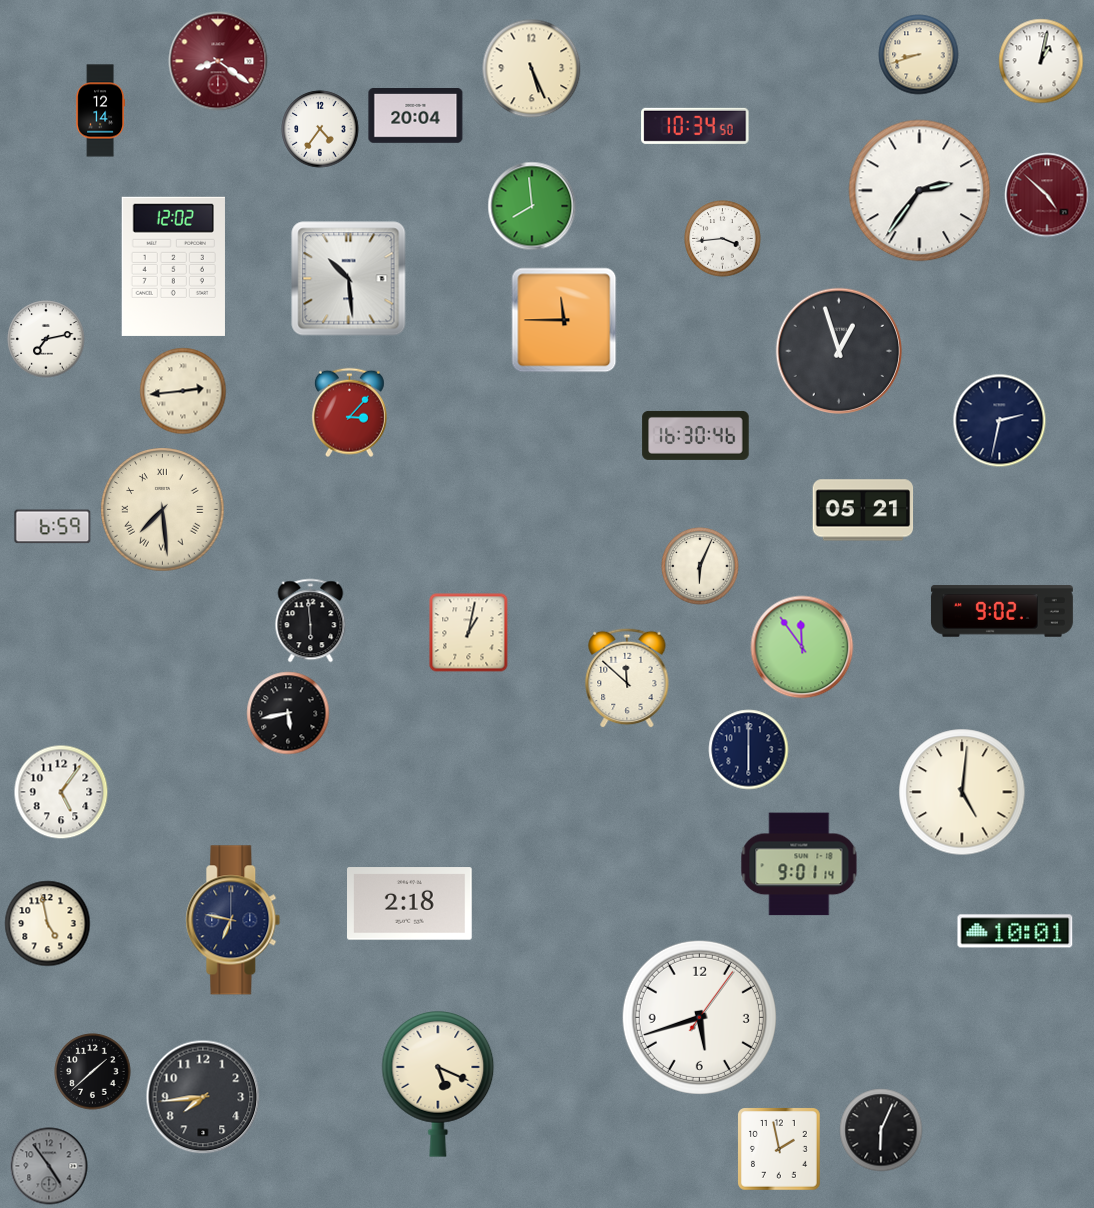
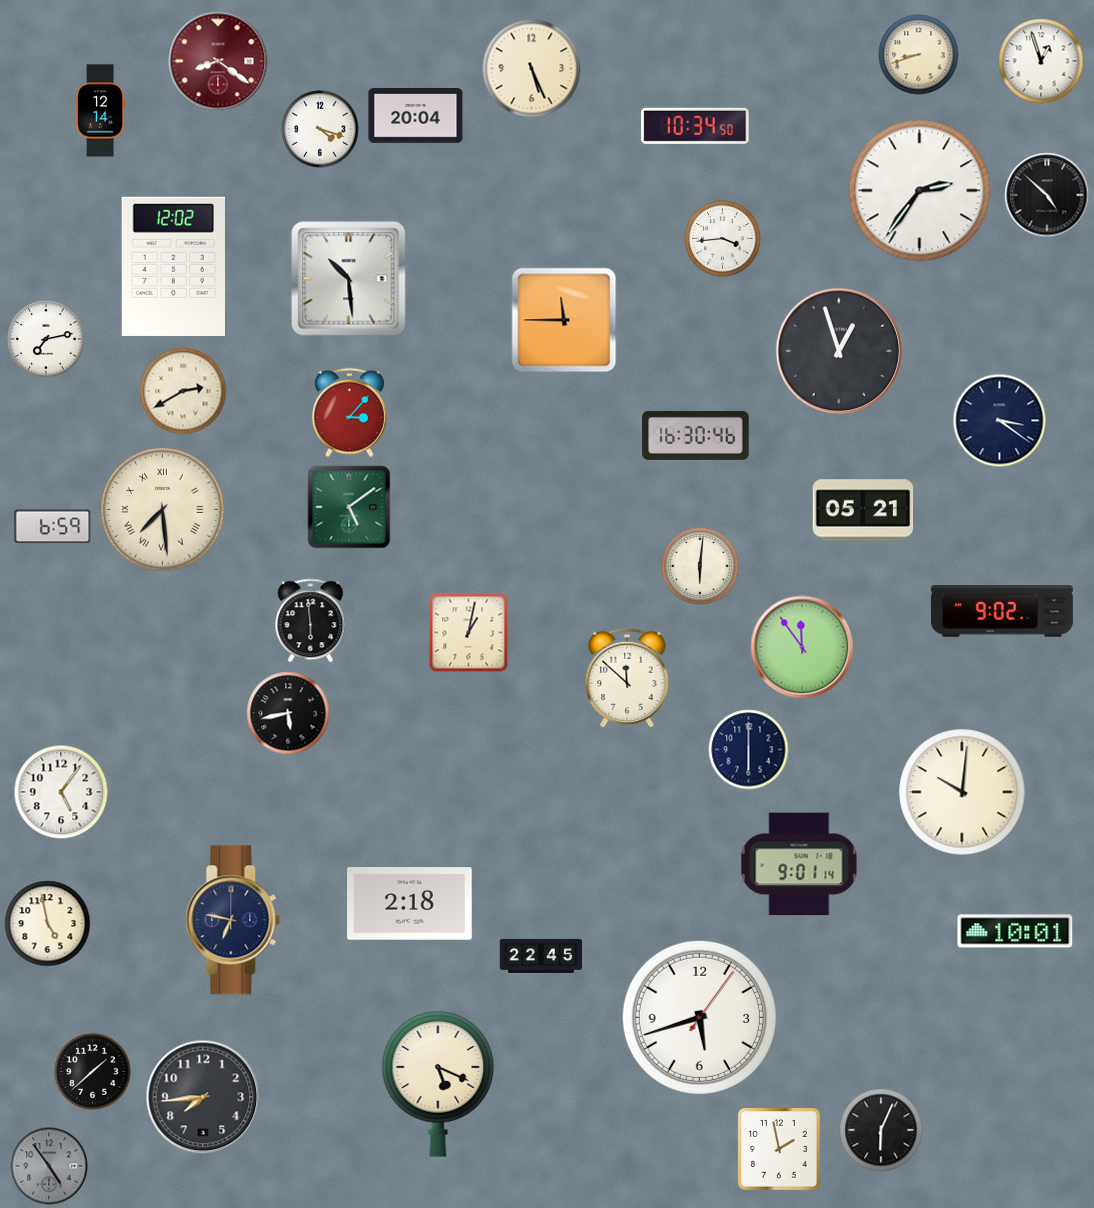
clock at (1041, 61): 1:02 -> 12:57
clock at (320, 129): 4:36 -> 4:18
clock at (1047, 195) dial: burgundy -> black
clock at (532, 206): 7:59 -> none
clock at (183, 391): 2:44 -> 2:40
clock at (1000, 421): 2:32 -> 3:21
clock at (349, 507): none -> 5:09
clock at (700, 566): 6:04 -> 6:01
clock at (962, 792): 5:01 -> 10:01
clock at (541, 956): none -> 22:45
